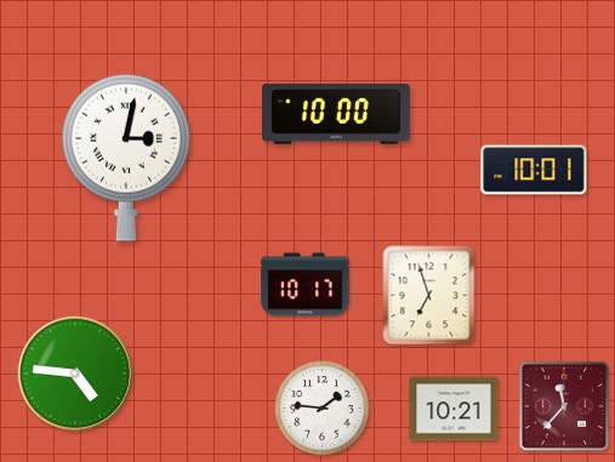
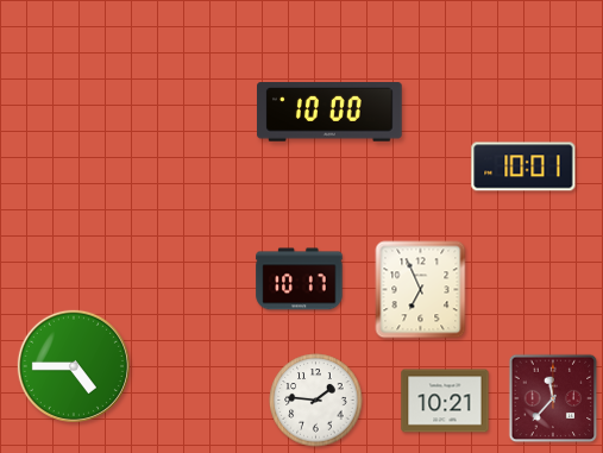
clock at (126, 158): 3:02 -> none
clock at (429, 296): 6:57 -> 6:56
clock at (75, 373): 4:46 -> 4:45
